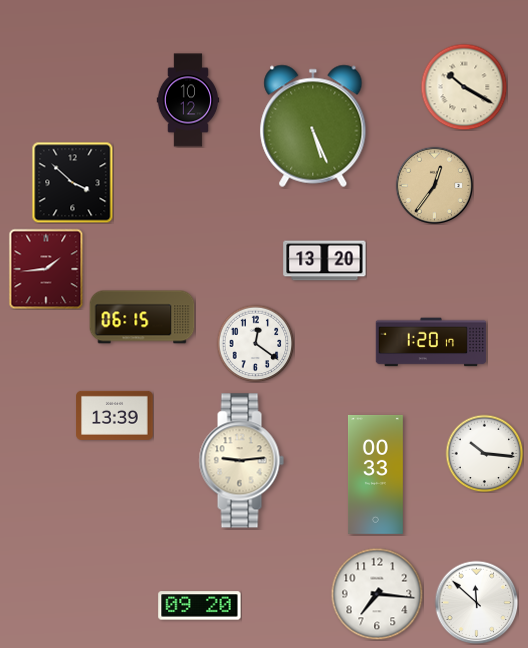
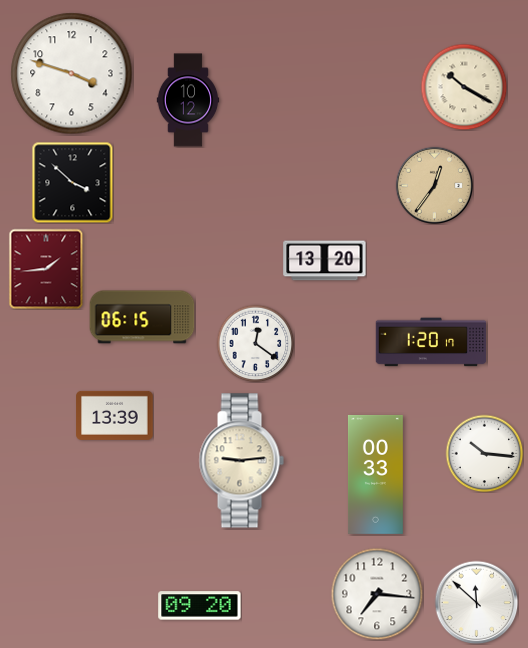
clock at (72, 74): none -> 3:48
clock at (313, 126): 5:26 -> none
